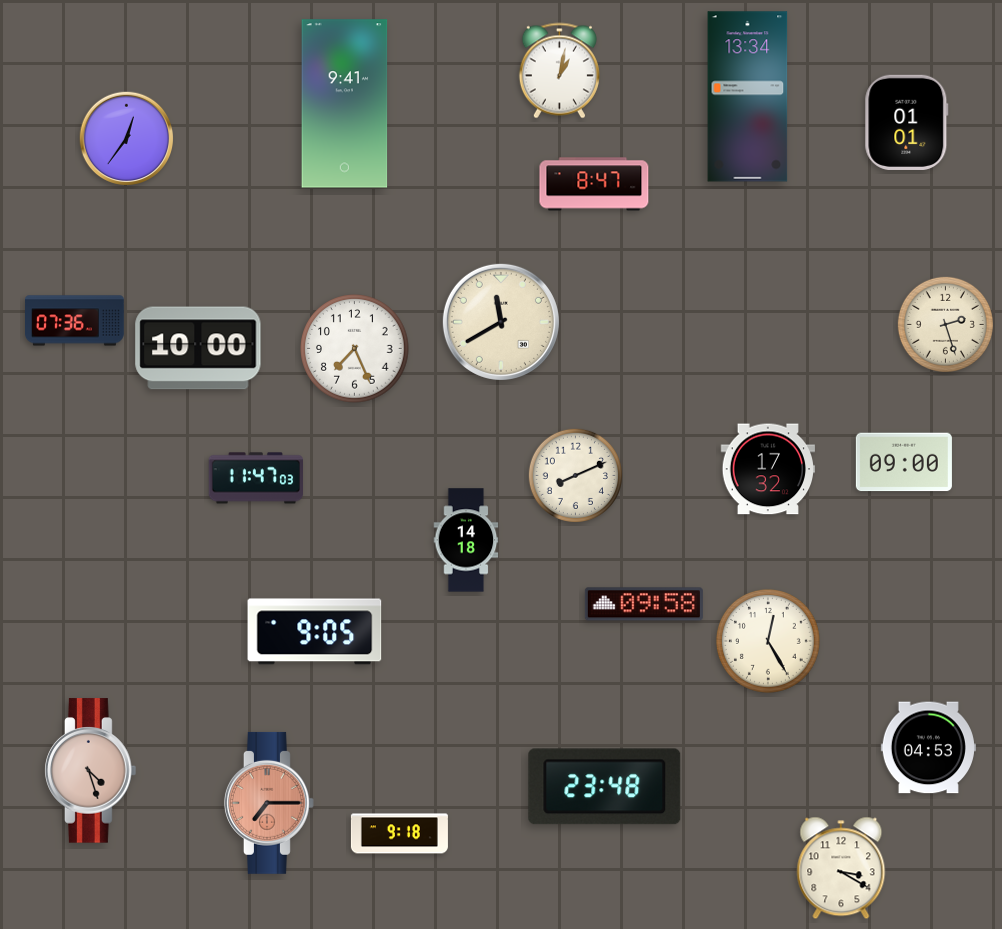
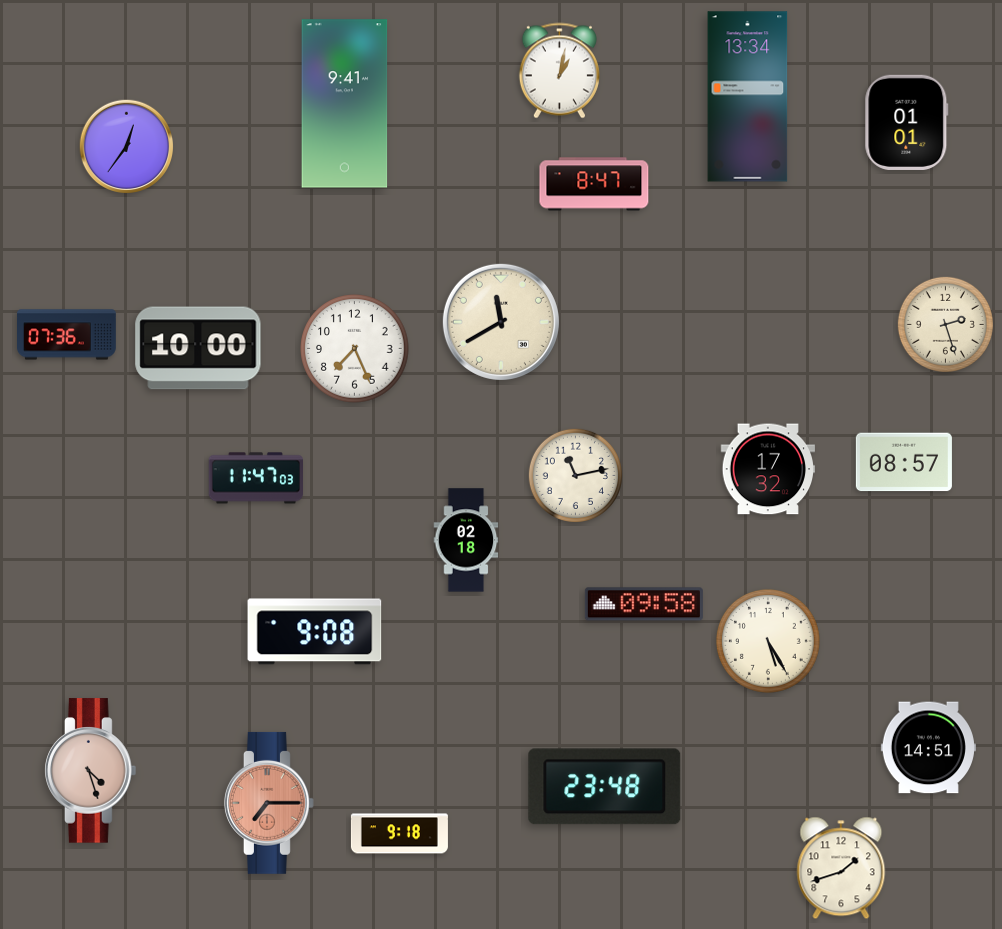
clock at (127, 139) position: (127, 139) -> (127, 147)
clock at (75, 321) position: (75, 321) -> (67, 335)
clock at (904, 462): 09:00 -> 08:57
clock at (575, 475): 8:11 -> 11:13
clock at (466, 540): 14:18 -> 02:18
clock at (315, 632): 9:05 -> 9:08
clock at (768, 641): 12:25 -> 5:25
clock at (928, 748): 04:53 -> 14:51
clock at (841, 868): 3:20 -> 1:42
